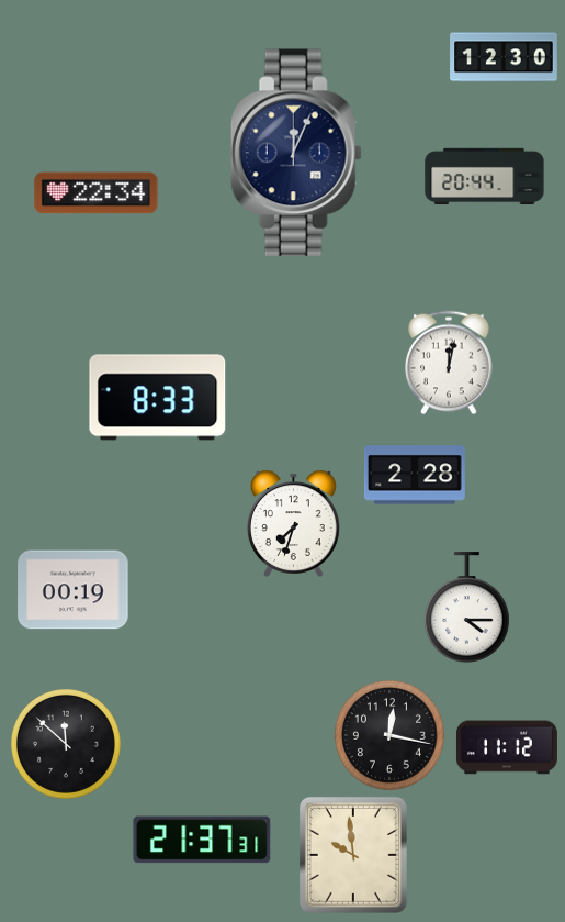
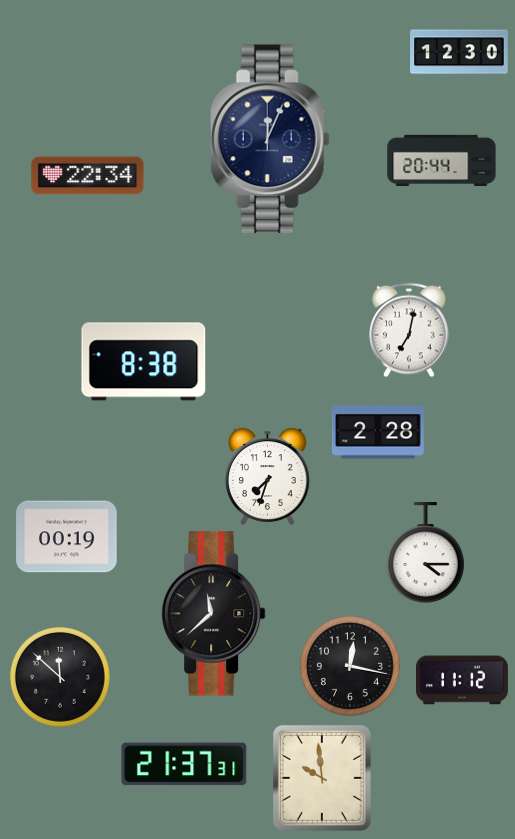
clock at (449, 363): 12:02 -> 7:02
clock at (158, 398): 8:33 -> 8:38
clock at (213, 614): none -> 11:38
clock at (389, 735) position: (389, 735) -> (350, 666)
